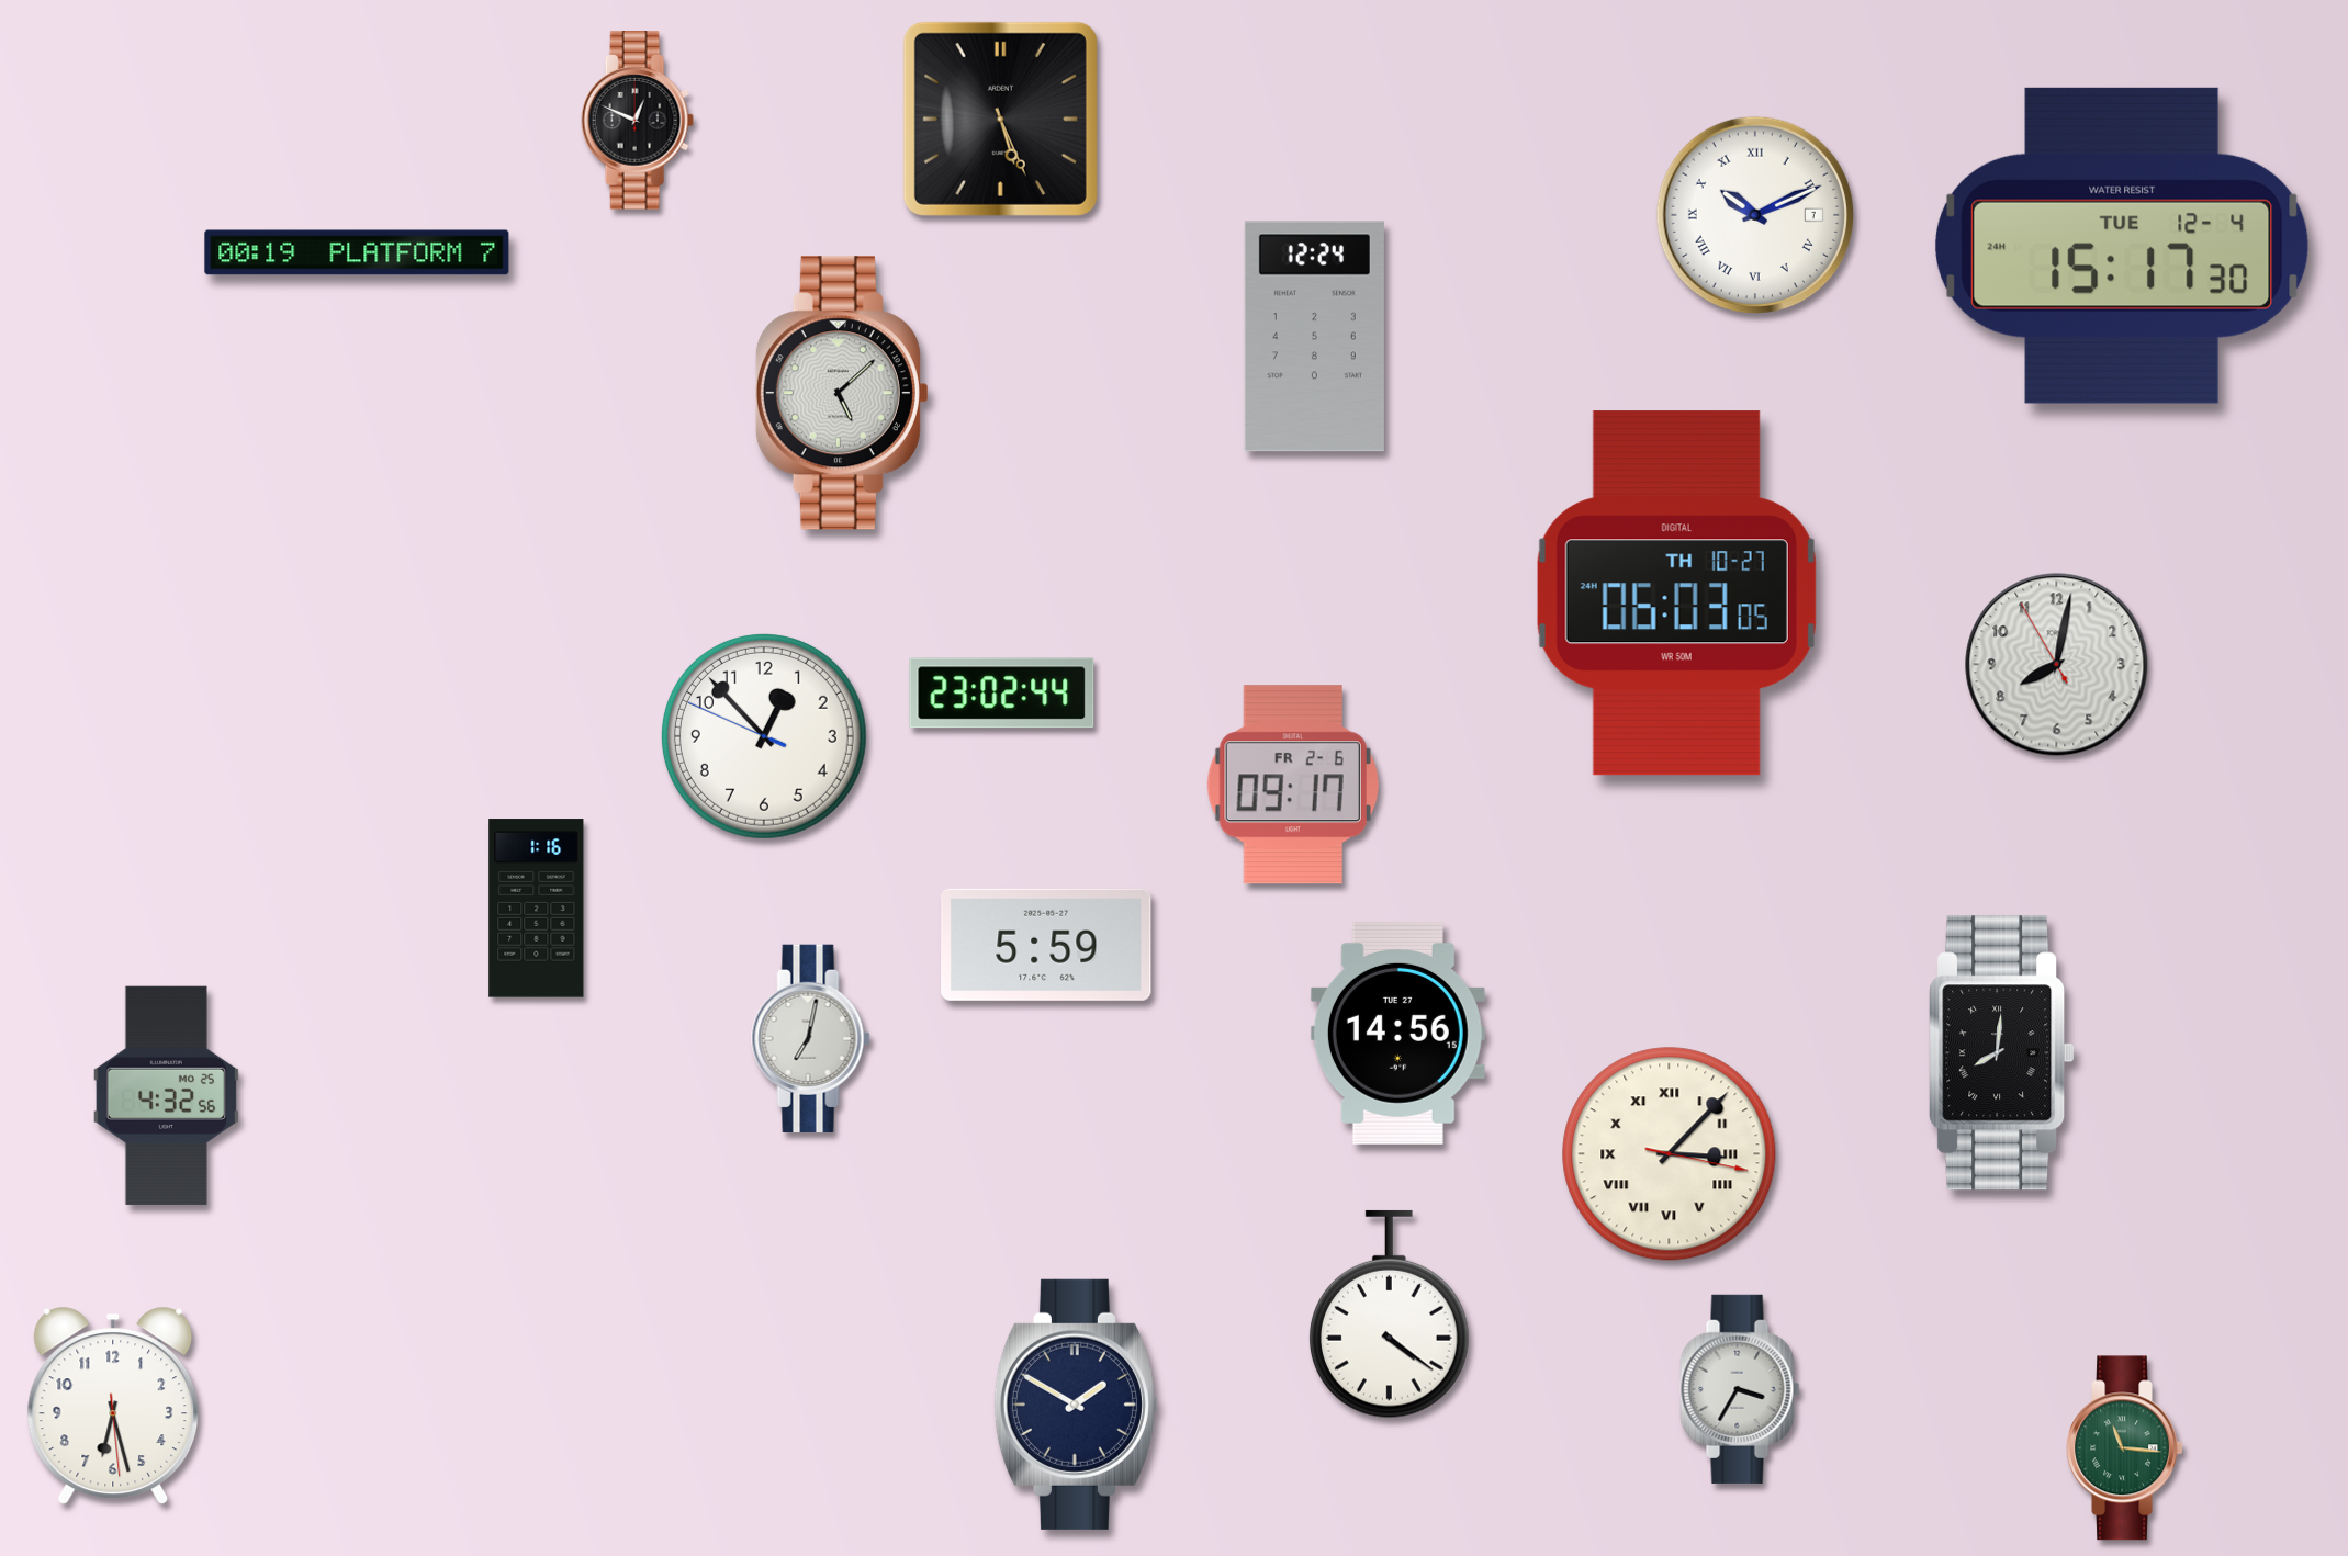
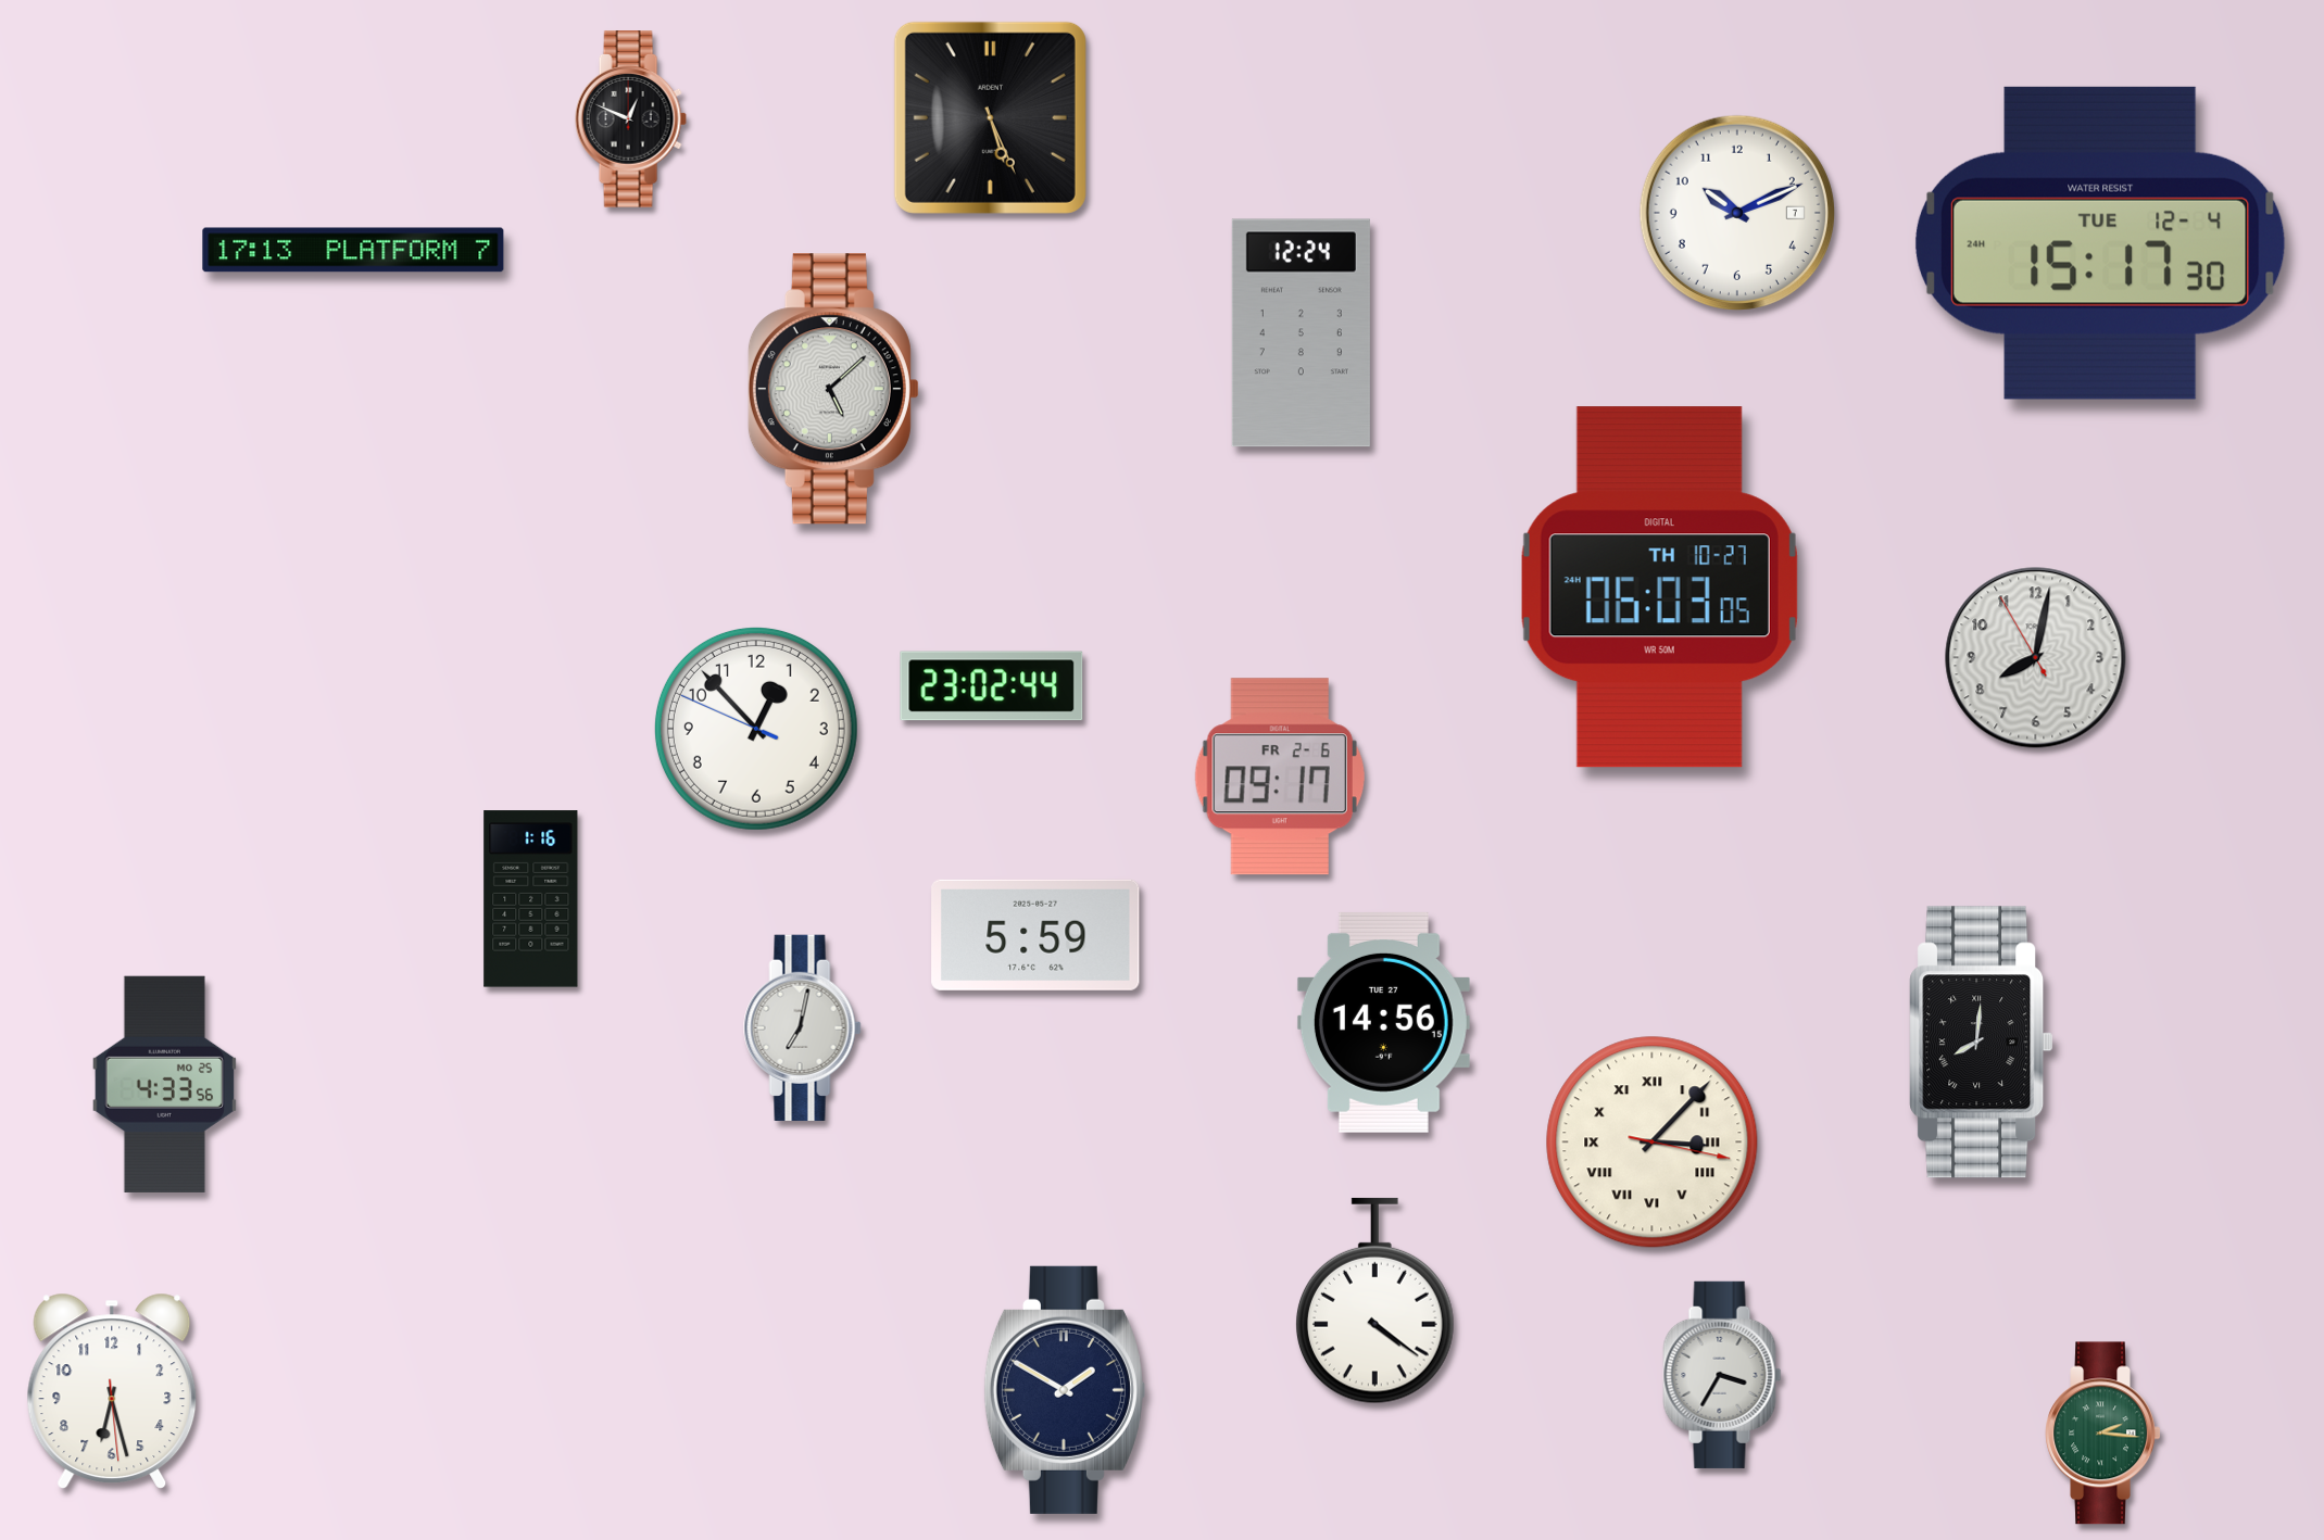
clock at (1755, 215) numerals: Roman -> Arabic
clock at (357, 252): 00:19 -> 17:13
clock at (166, 1095): 4:32 -> 4:33
clock at (2125, 1448): 11:16 -> 2:16
